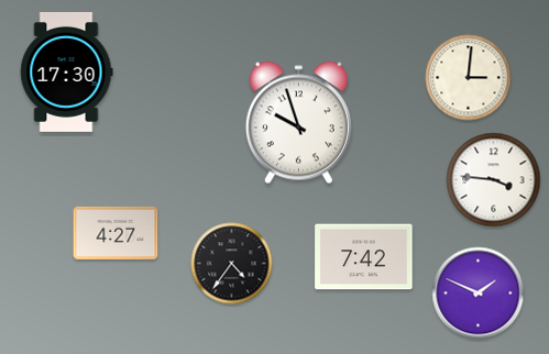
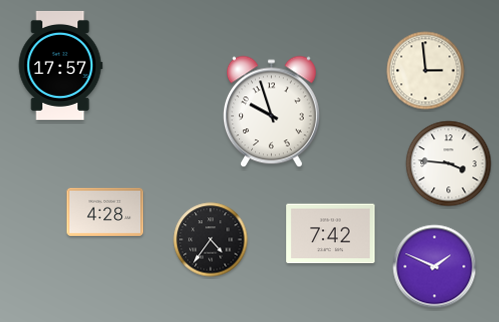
clock at (66, 71): 17:30 -> 17:57
clock at (469, 78): 3:01 -> 2:59
clock at (116, 233): 4:27 -> 4:28
